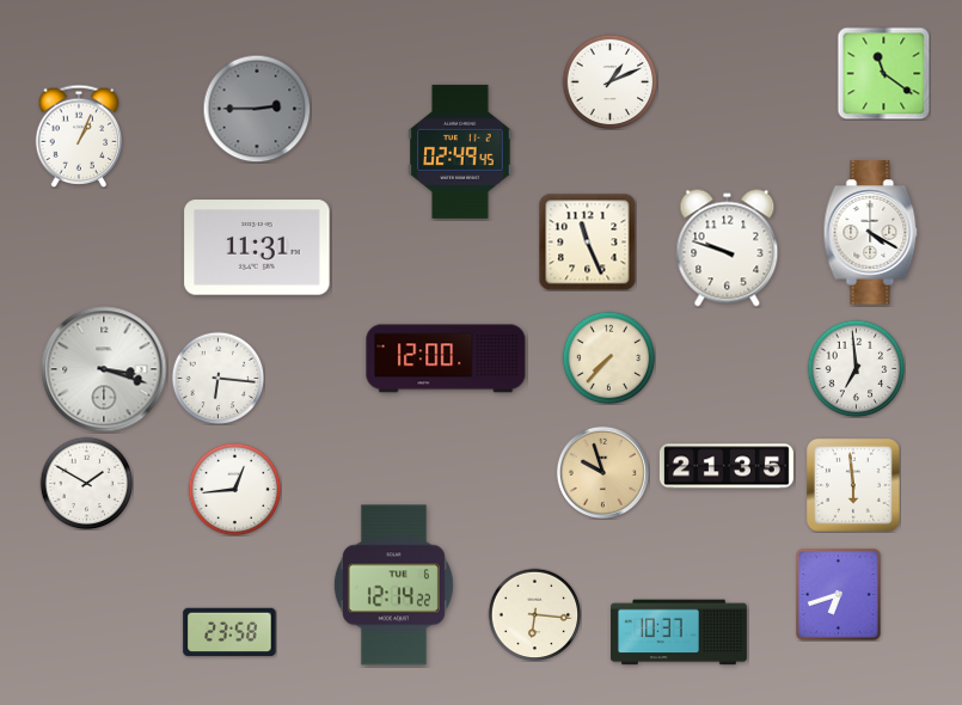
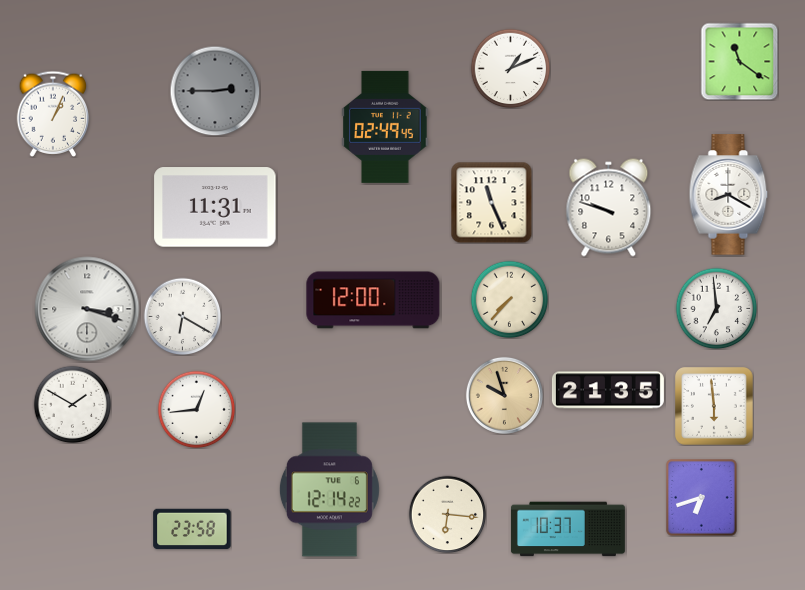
clock at (79, 136) position: (79, 136) -> (53, 114)
clock at (871, 233): 4:20 -> 8:20
clock at (217, 378): 6:16 -> 6:20
